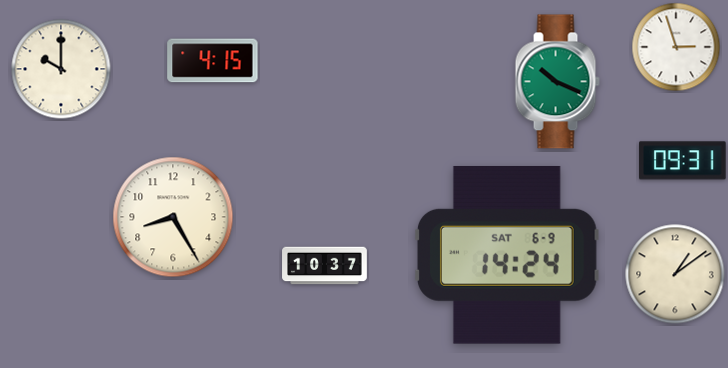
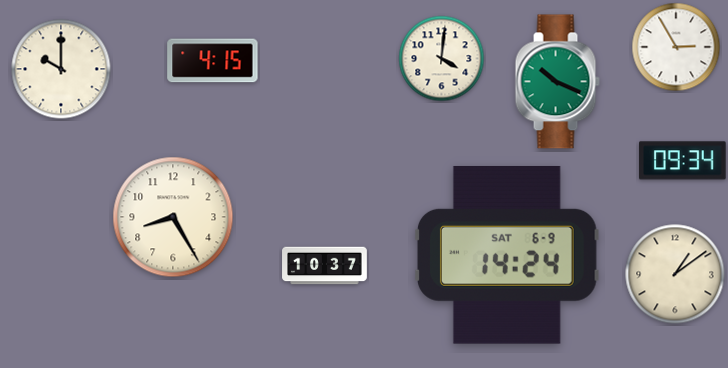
clock at (676, 47): 2:57 -> 2:55
clock at (442, 59): none -> 4:01
clock at (683, 161): 09:31 -> 09:34
